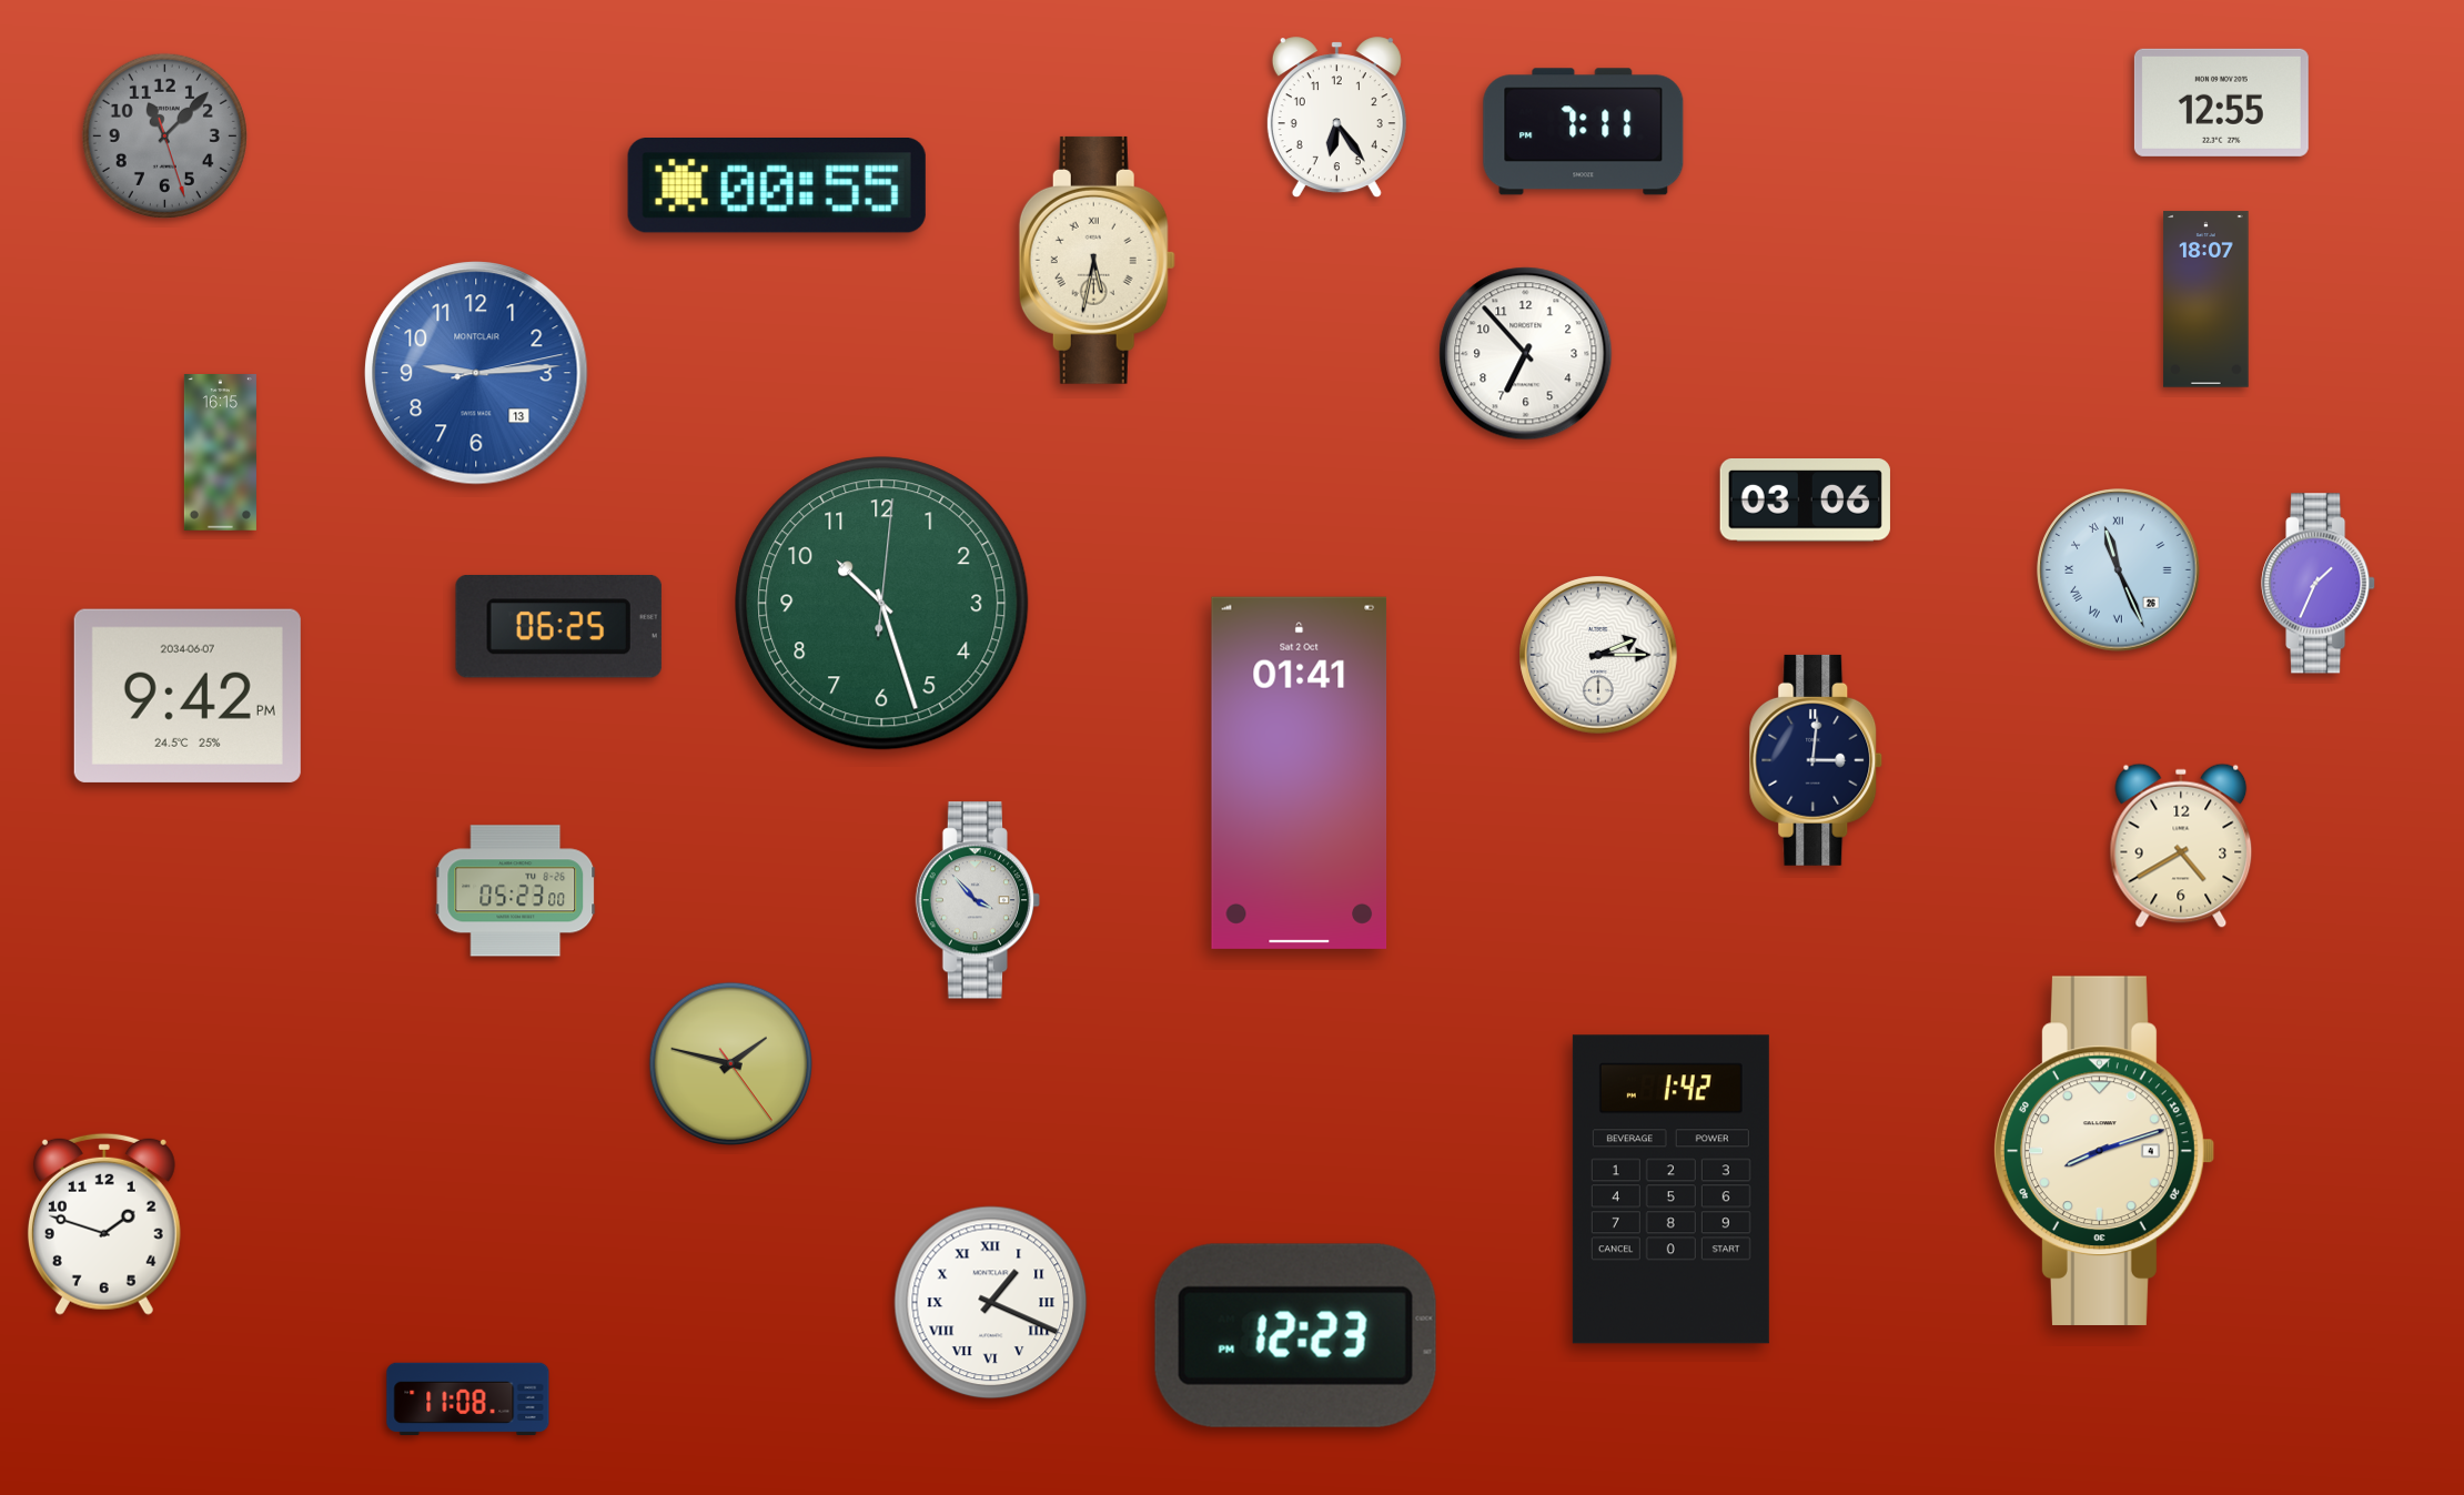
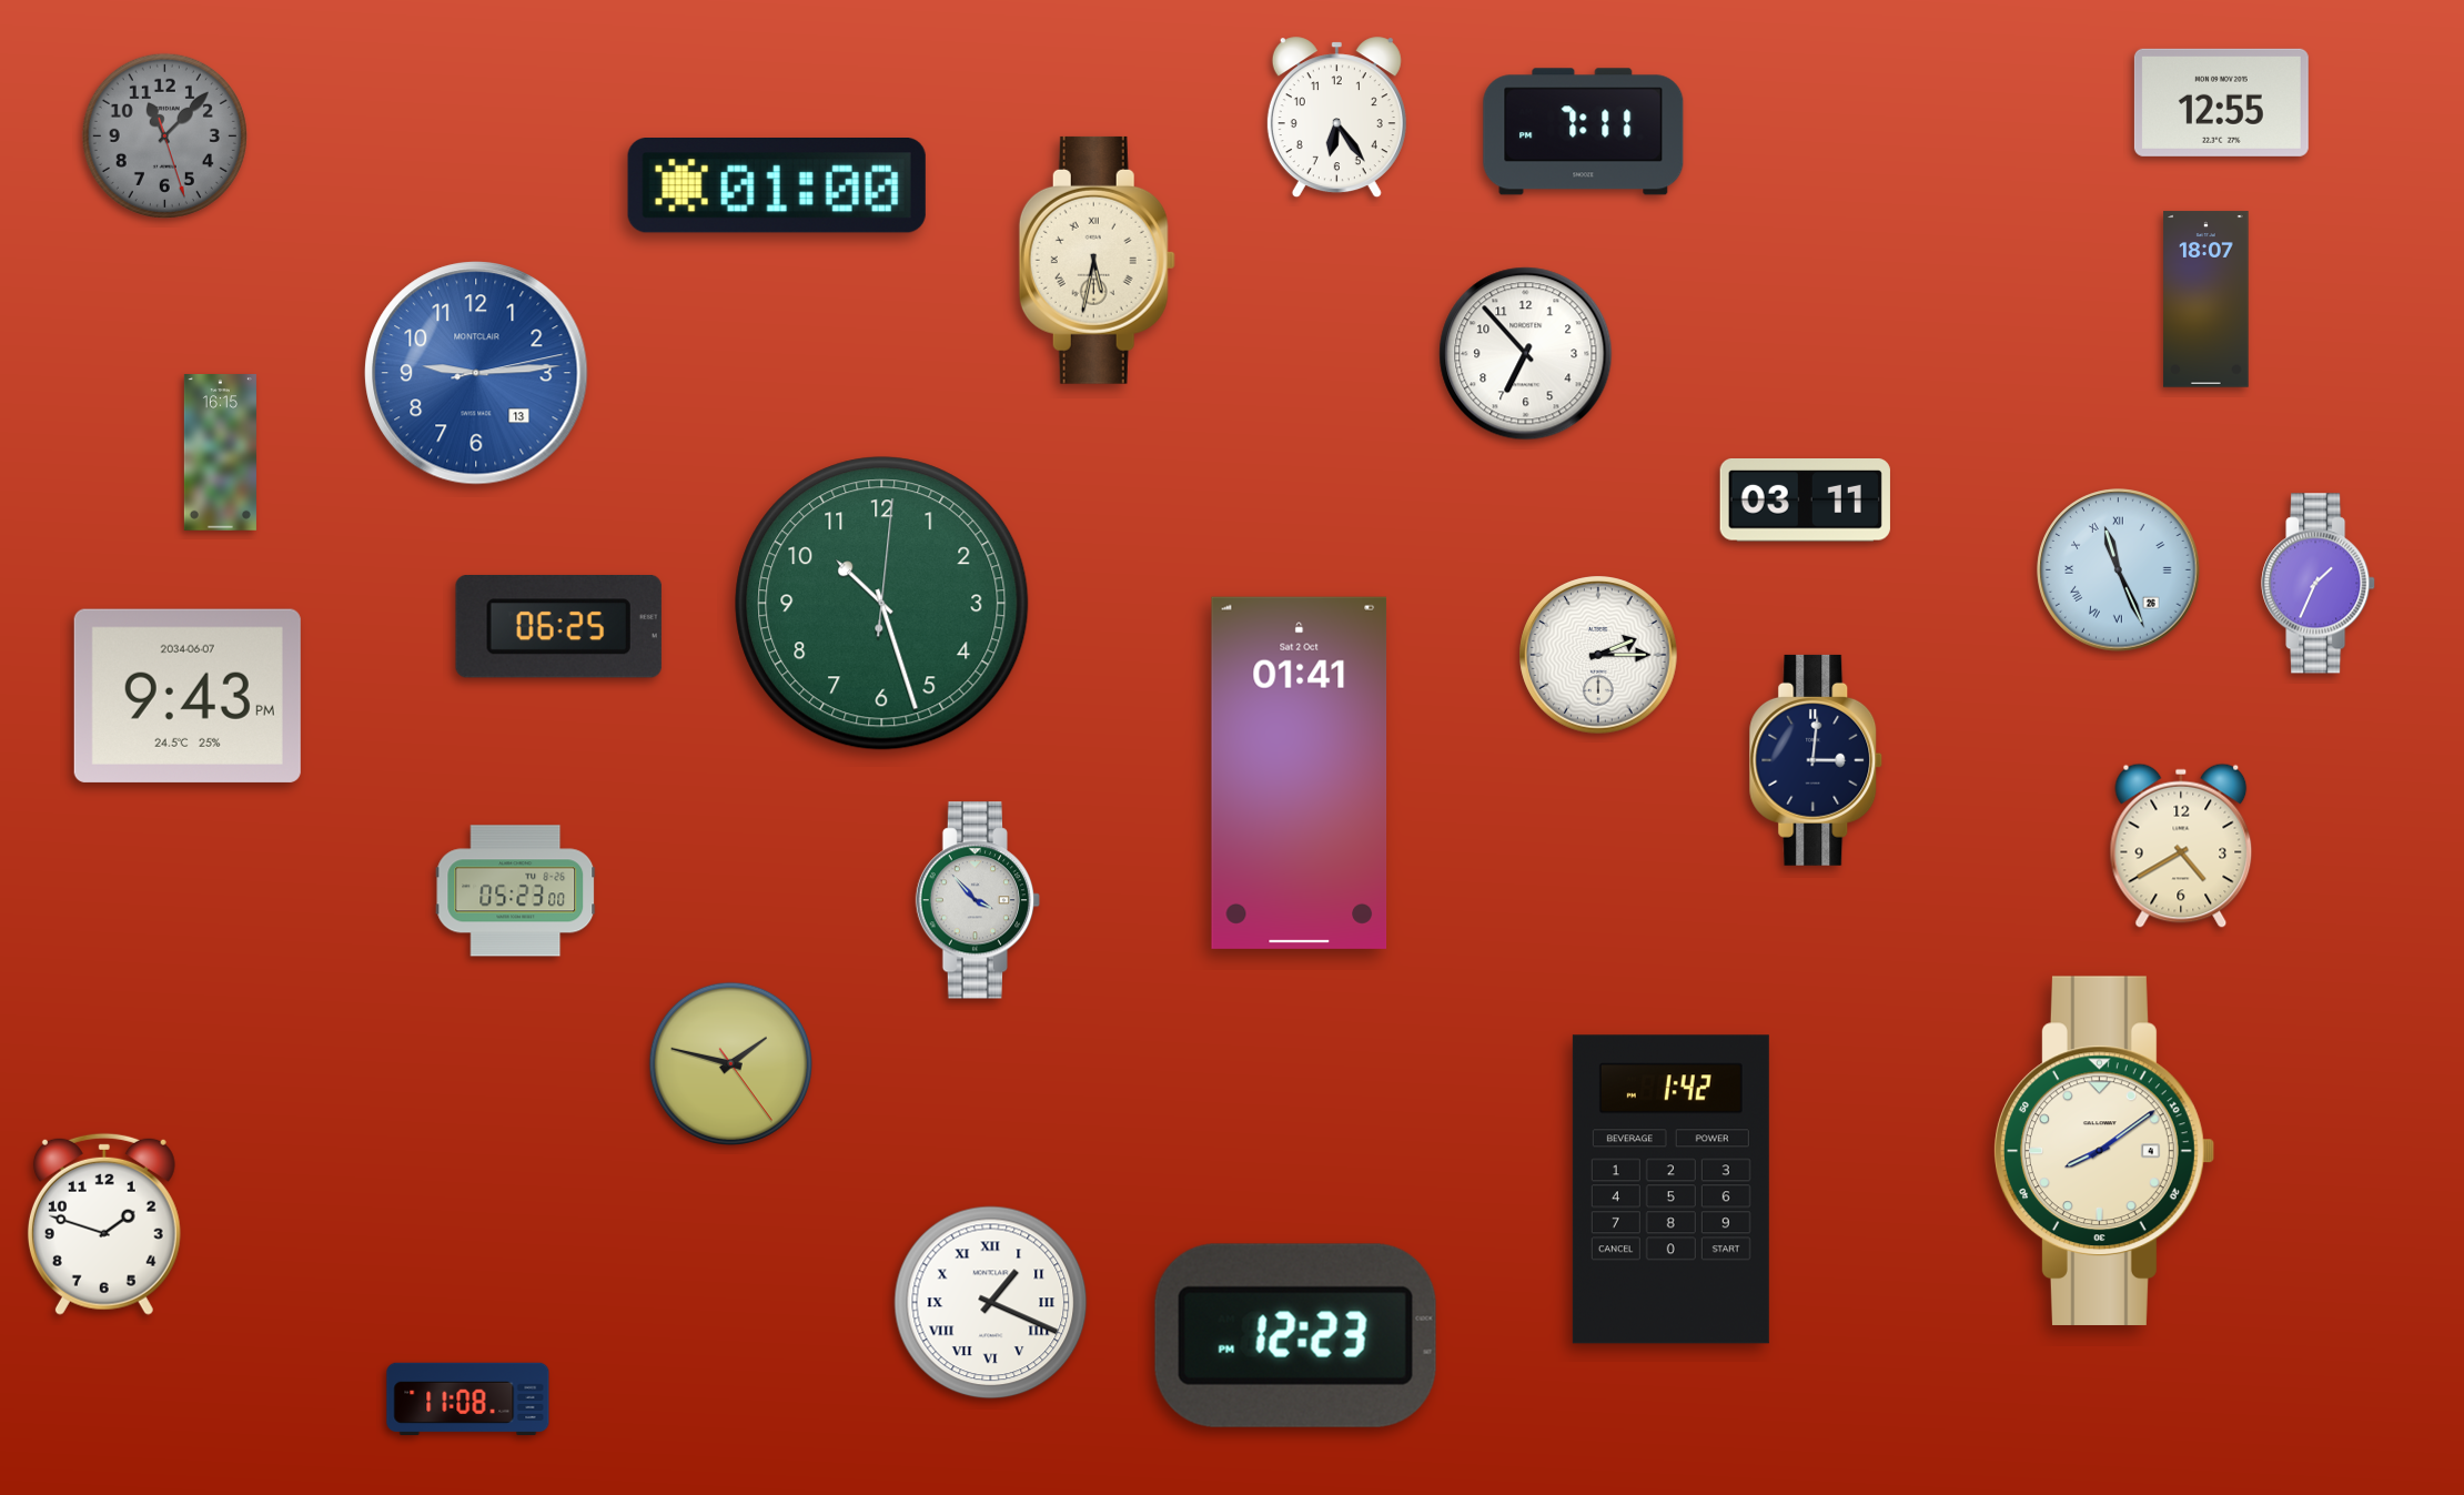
clock at (777, 186): 00:55 -> 01:00
clock at (1805, 501): 03:06 -> 03:11
clock at (188, 696): 9:42 -> 9:43
clock at (2104, 1151): 8:12 -> 8:09
